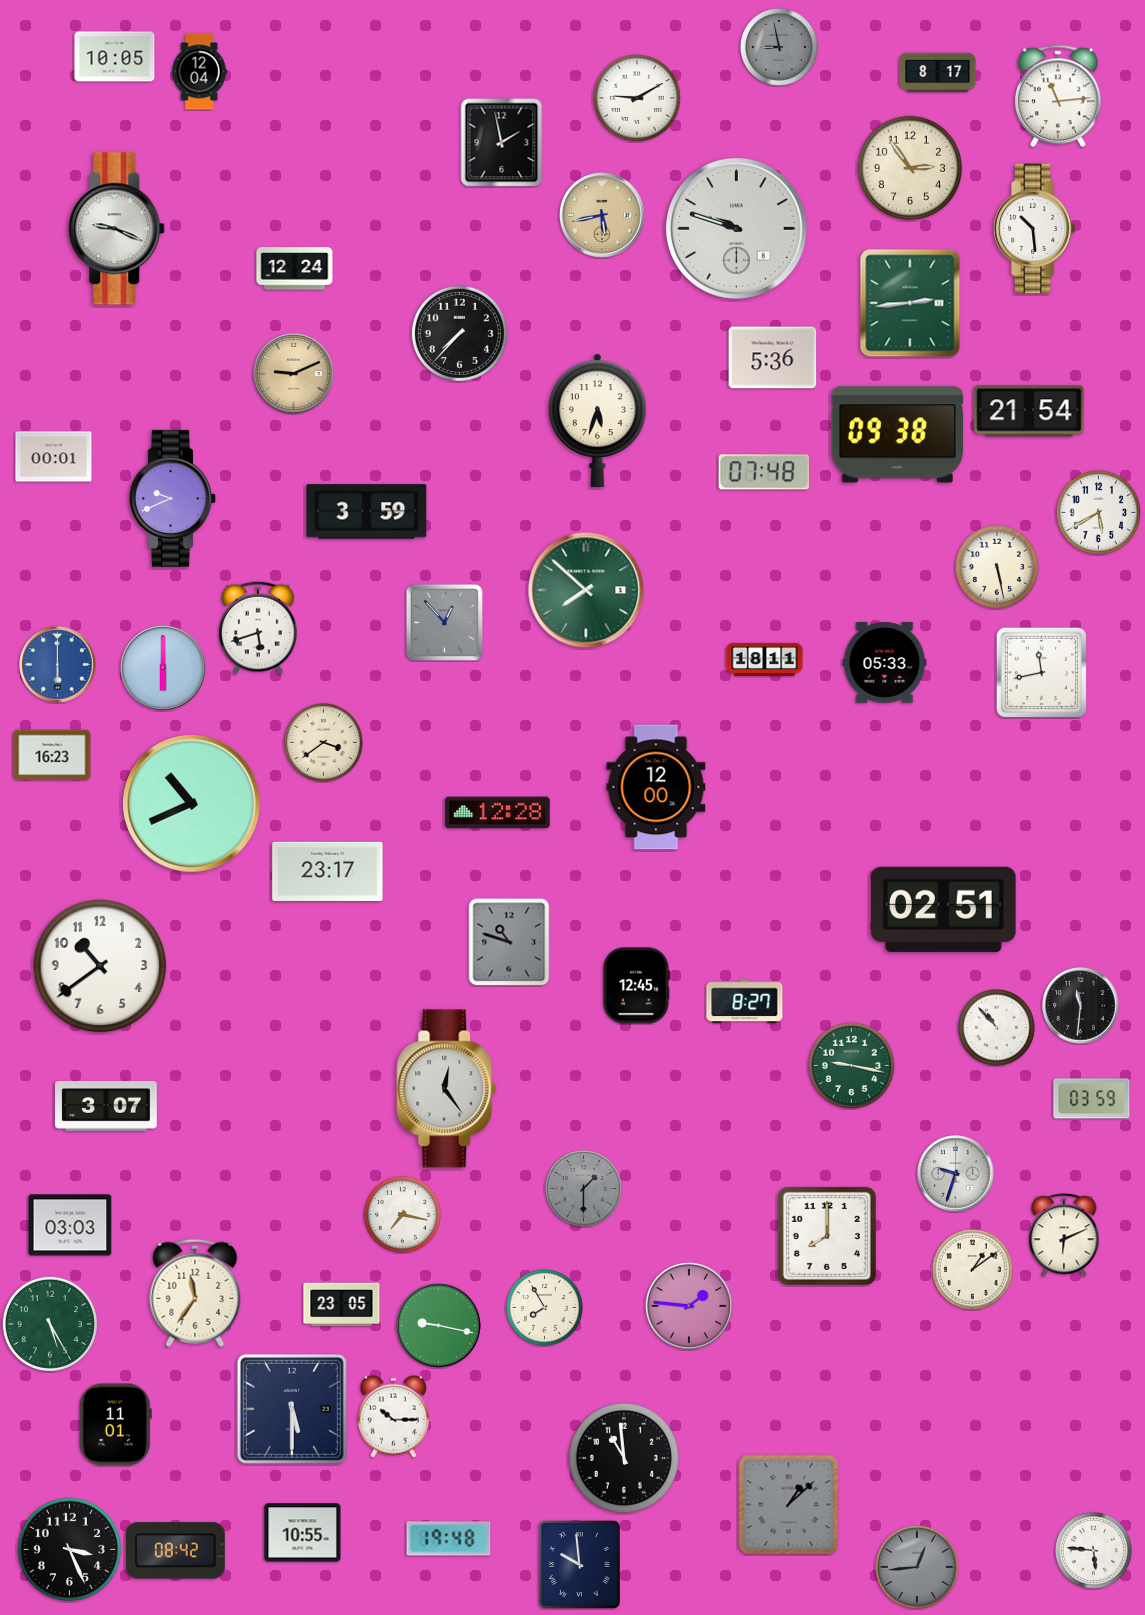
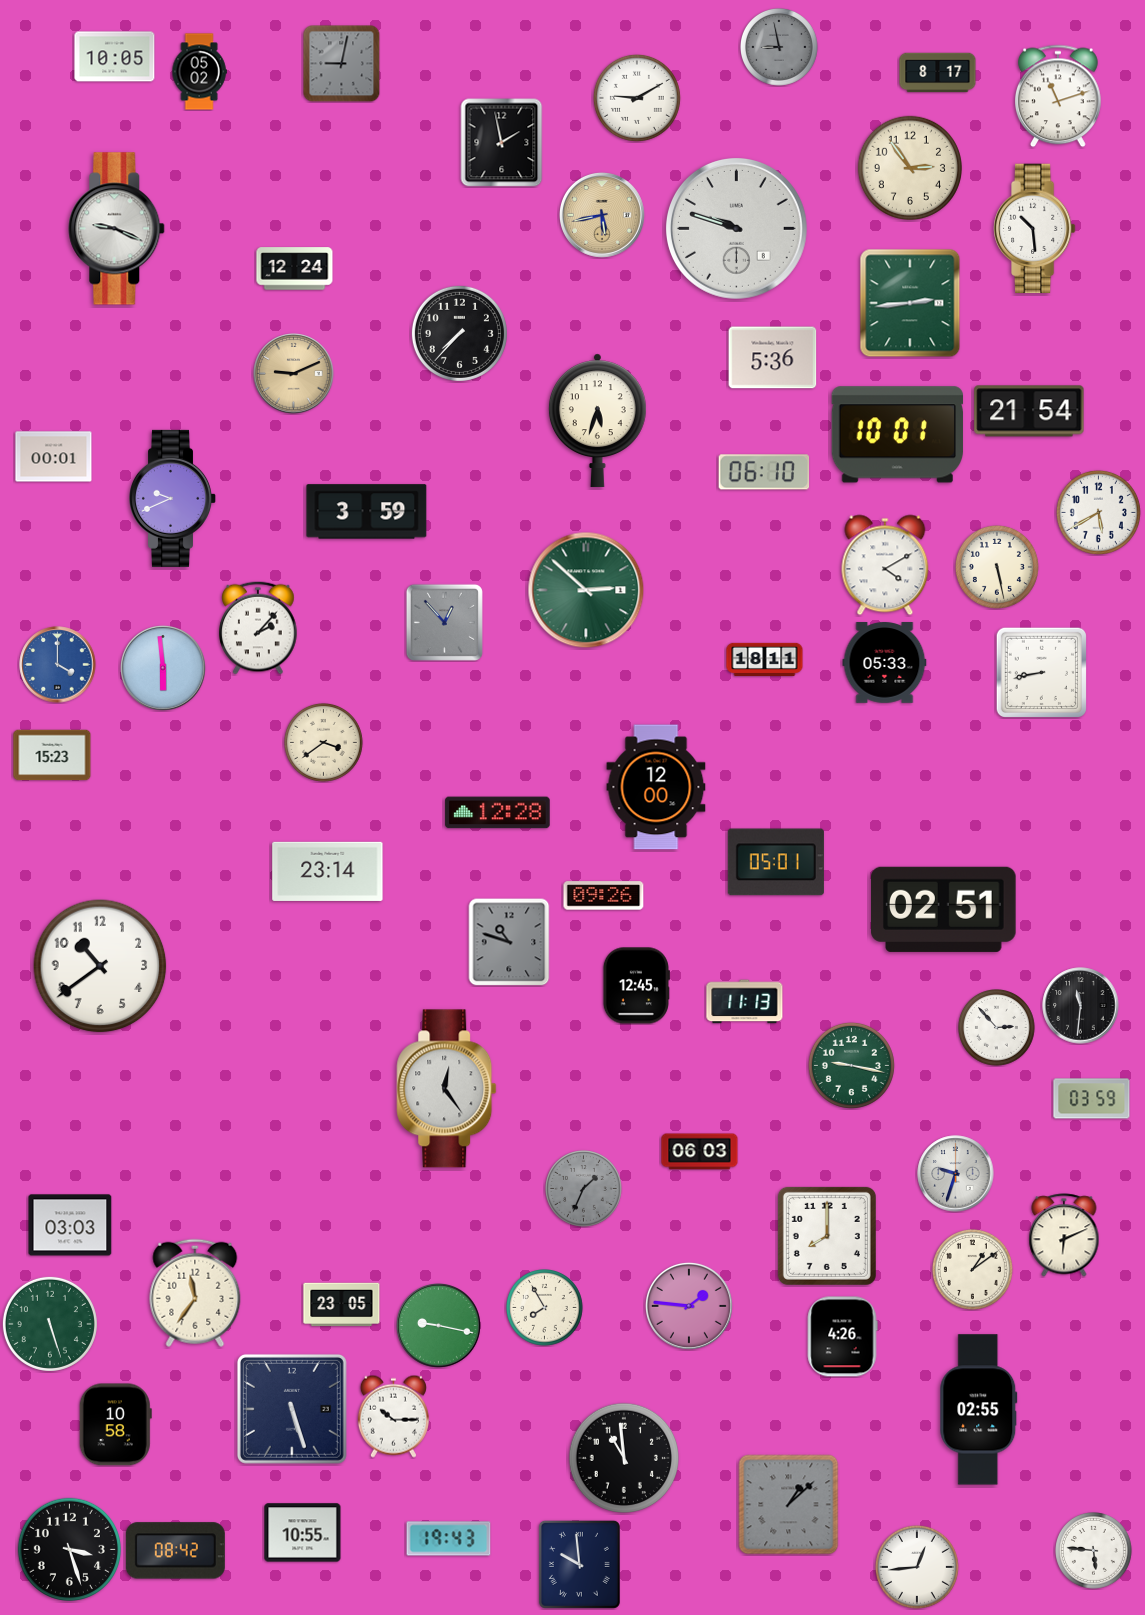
clock at (341, 63): none -> 9:02
clock at (199, 72): 12:04 -> 05:02
clock at (1059, 96): 11:14 -> 11:12
clock at (897, 435): 09:38 -> 10:01
clock at (764, 472): 07:48 -> 06:10
clock at (885, 565): none -> 4:10
clock at (586, 590): 7:52 -> 2:52
clock at (258, 628): 5:42 -> 2:07
clock at (58, 665): 6:00 -> 4:00
clock at (163, 668): 6:00 -> 5:59
clock at (1041, 672): 11:43 -> 8:43
clock at (52, 755): 16:23 -> 15:23
clock at (192, 804): 10:41 -> none
clock at (776, 862): none -> 05:01
clock at (328, 871): 23:17 -> 23:14
clock at (604, 896): none -> 09:26
clock at (745, 1002): 8:27 -> 11:13
clock at (997, 1028): 10:53 -> 2:53
clock at (107, 1106): 3:07 -> none
clock at (700, 1152): none -> 06:03
clock at (584, 1189): 1:30 -> 1:34
clock at (403, 1215): 7:17 -> none
clock at (50, 1324): 5:25 -> 5:27
clock at (842, 1337): none -> 4:26
clock at (292, 1409): 5:30 -> 5:27
clock at (979, 1410): none -> 02:55
clock at (115, 1425): 11:01 -> 10:58
clock at (449, 1539): 19:48 -> 19:43
clock at (69, 1549): 3:26 -> 3:27
clock at (917, 1567) dial: grey -> white
